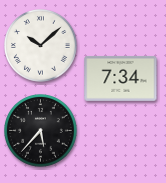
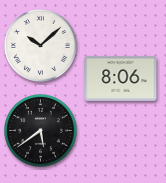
clock at (121, 79): 7:34 -> 8:06
clock at (41, 131): 5:37 -> 5:39
